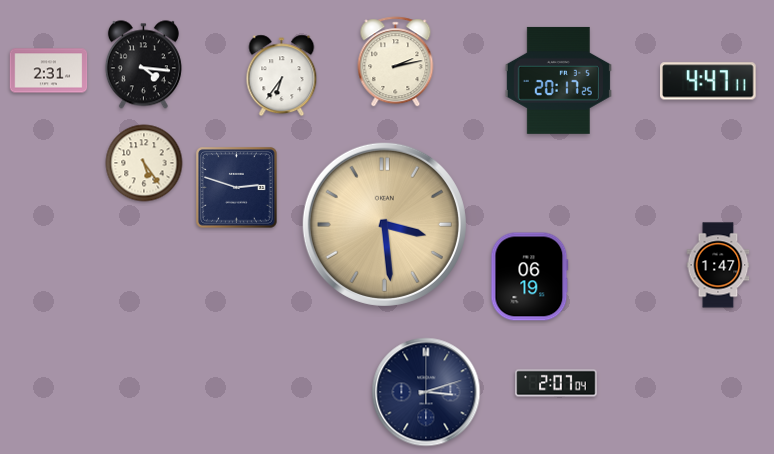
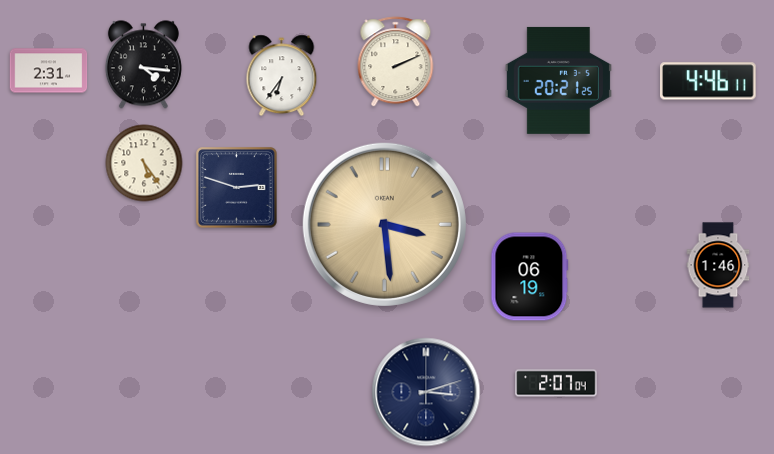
clock at (396, 62): 2:13 -> 2:11
clock at (558, 80): 20:17 -> 20:21
clock at (709, 81): 4:47 -> 4:46
clock at (718, 265): 1:47 -> 1:46
